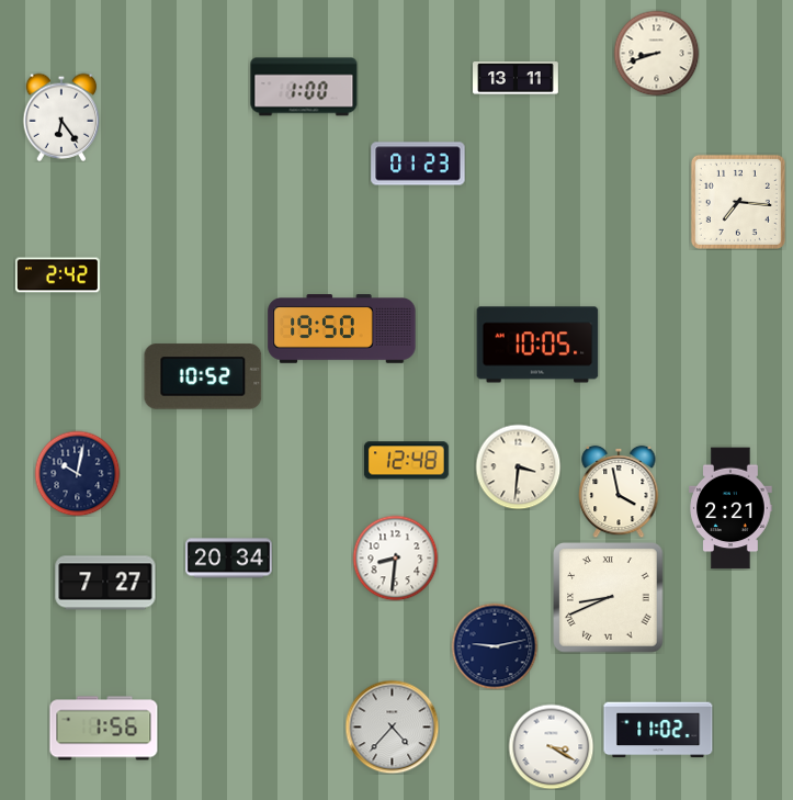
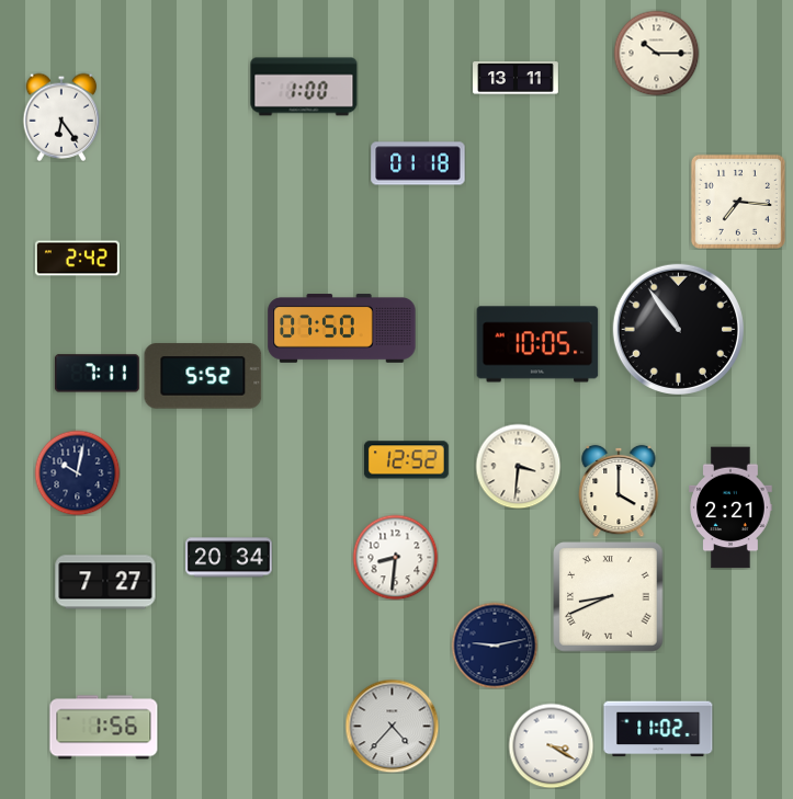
clock at (656, 53): 8:42 -> 10:15
clock at (418, 164): 01:23 -> 01:18
clock at (57, 275) position: (57, 275) -> (77, 259)
clock at (342, 329): 19:50 -> 07:50
clock at (678, 329): none -> 10:54
clock at (97, 374): none -> 7:11
clock at (203, 376): 10:52 -> 5:52
clock at (406, 461): 12:48 -> 12:52
clock at (619, 492): 3:58 -> 4:00
